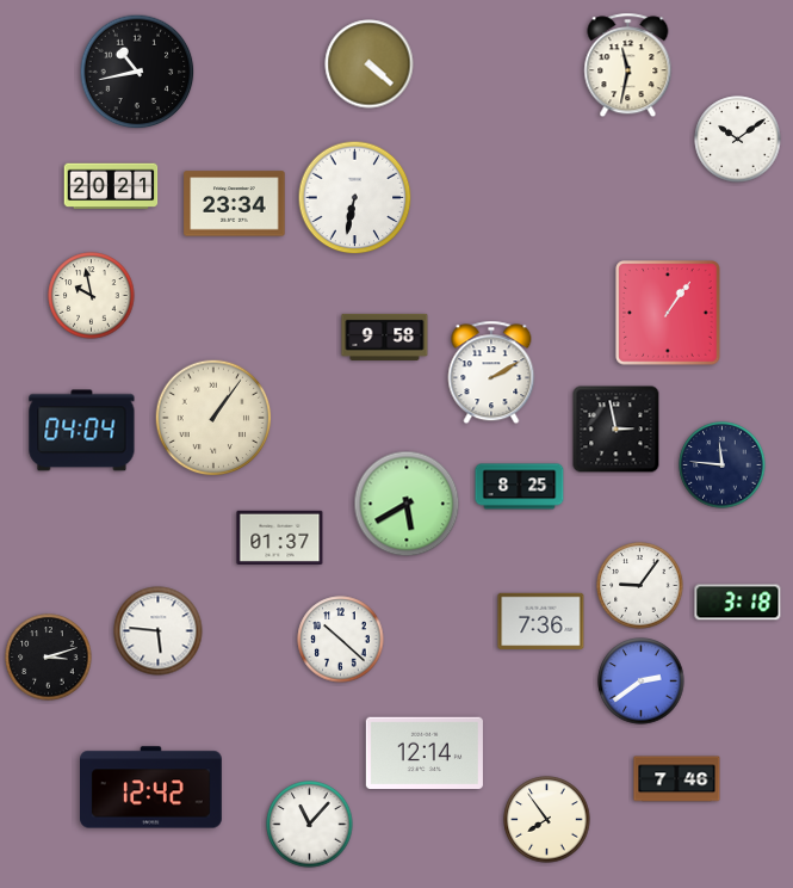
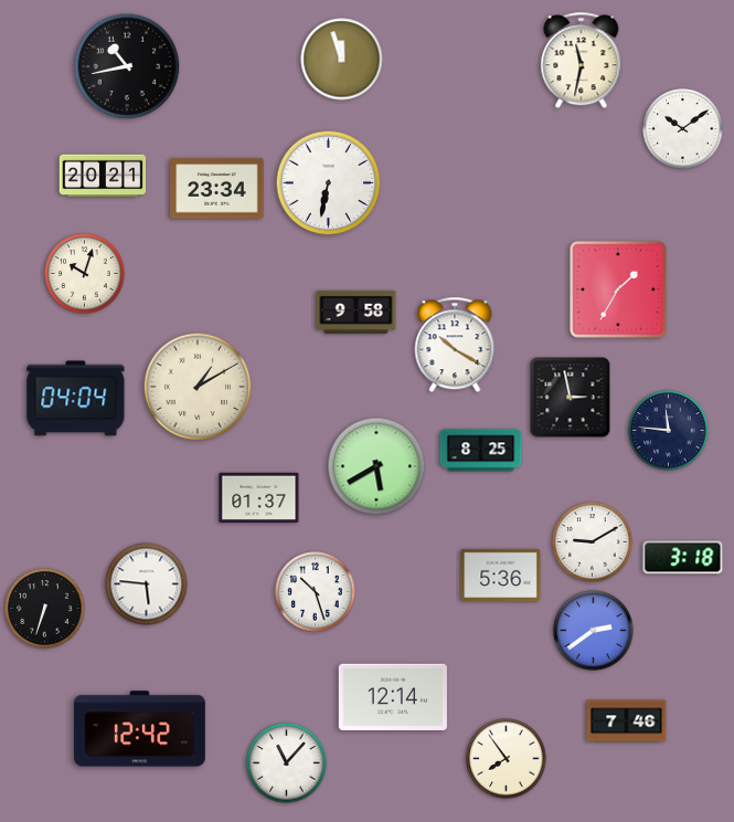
clock at (370, 64): 4:22 -> 11:57
clock at (111, 186) position: (111, 186) -> (103, 176)
clock at (92, 296): 9:58 -> 10:03
clock at (668, 313): 1:06 -> 1:35
clock at (491, 372): 2:10 -> 10:20
clock at (213, 418): 1:06 -> 1:10
clock at (640, 586): 9:06 -> 9:10
clock at (541, 621): 7:36 -> 5:36
clock at (341, 640): 10:22 -> 10:27
clock at (49, 658): 3:12 -> 6:33
